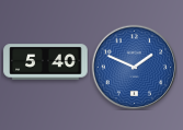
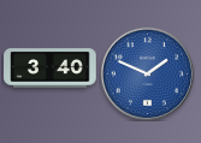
clock at (46, 62): 5:40 -> 3:40
